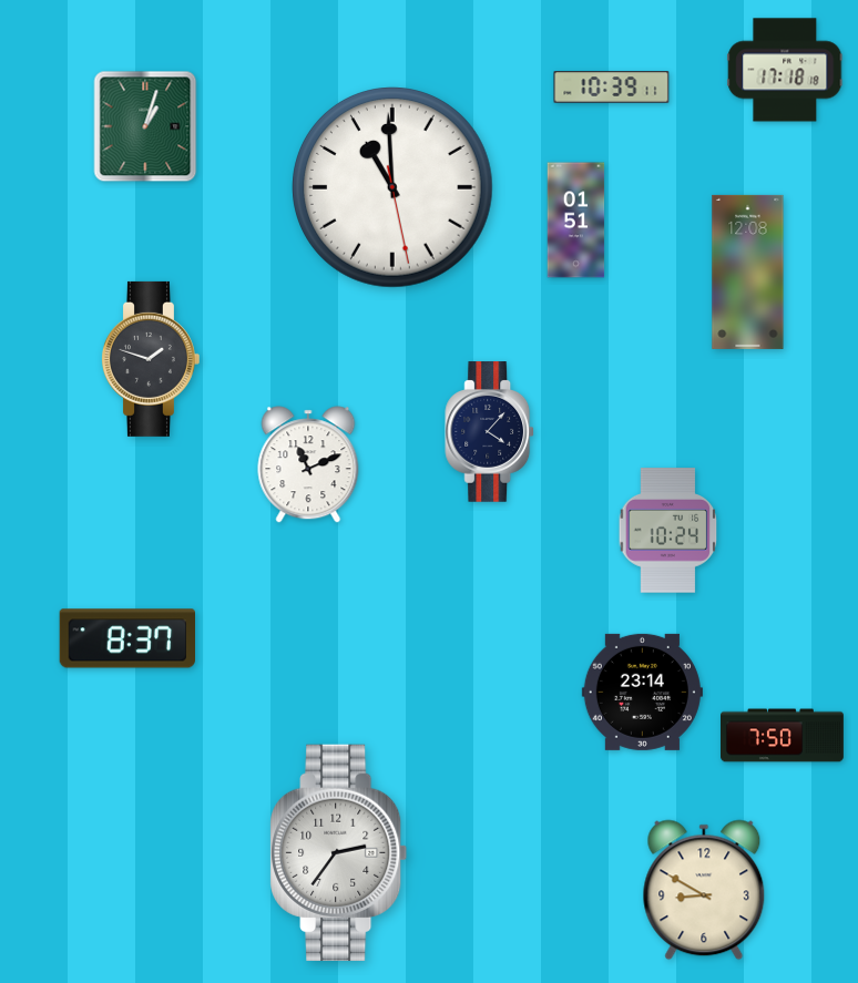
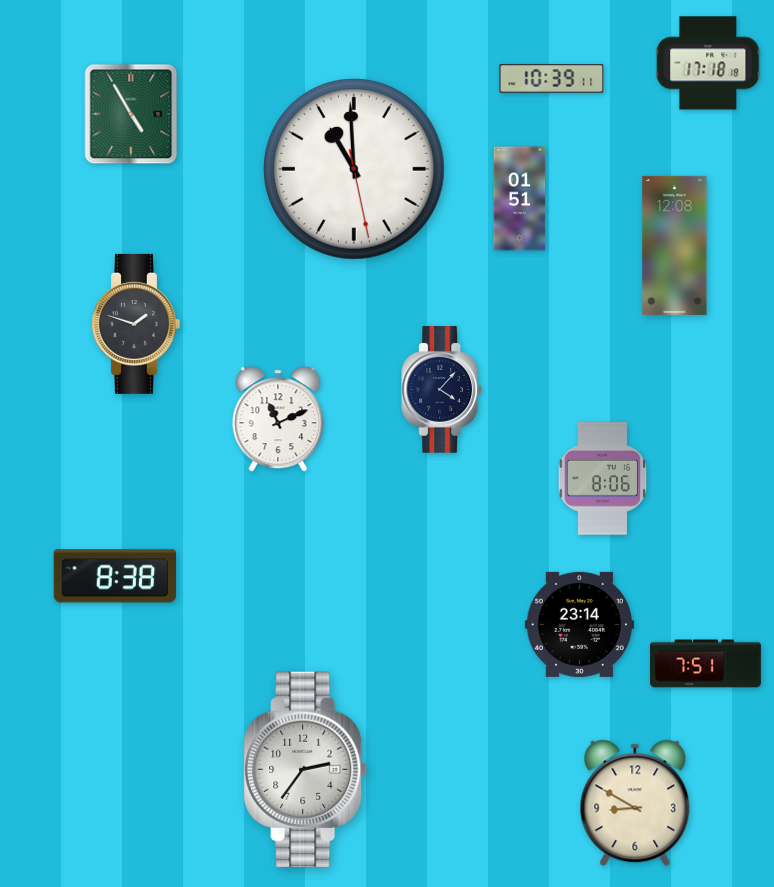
clock at (145, 126): 1:03 -> 4:55
clock at (668, 531): 10:24 -> 8:06
clock at (126, 638): 8:37 -> 8:38
clock at (783, 736): 7:50 -> 7:51
